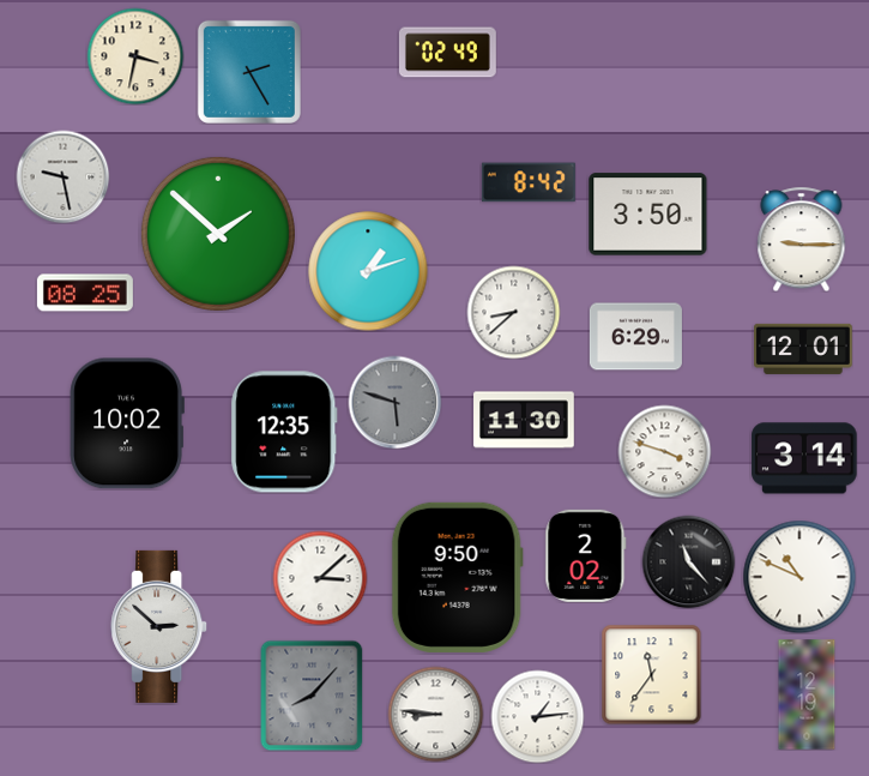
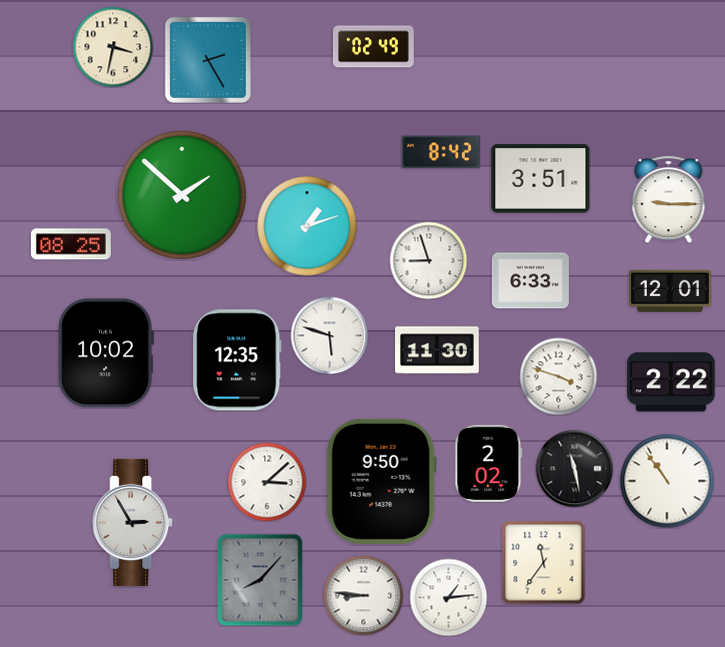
clock at (447, 53) position: (447, 53) -> (373, 47)
clock at (62, 176): 9:28 -> none
clock at (648, 215): 3:50 -> 3:51
clock at (513, 312): 8:38 -> 8:57
clock at (635, 337): 6:29 -> 6:33
clock at (394, 402) dial: grey -> white
clock at (664, 451) position: (664, 451) -> (558, 376)
clock at (804, 458): 3:14 -> 2:22
clock at (688, 561): 11:23 -> 11:28
clock at (799, 577): 10:49 -> 10:54
clock at (159, 626): 2:52 -> 2:55
clock at (807, 694): 12:19 -> none
